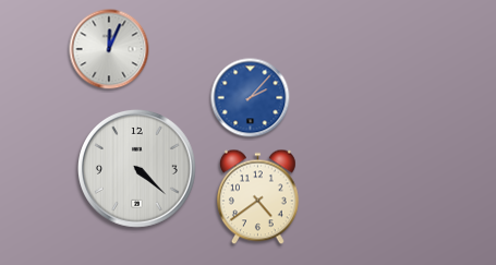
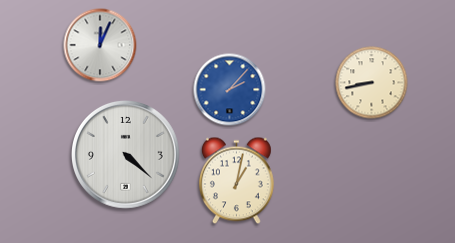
clock at (372, 83): none -> 8:43
clock at (257, 197): 4:39 -> 1:02
